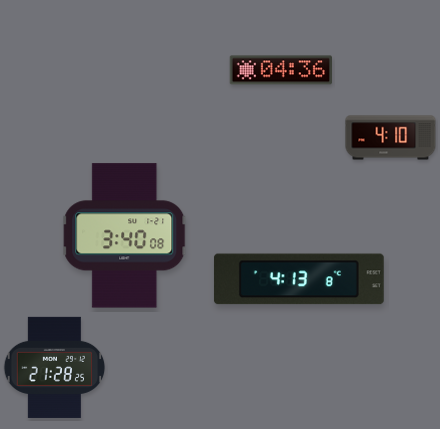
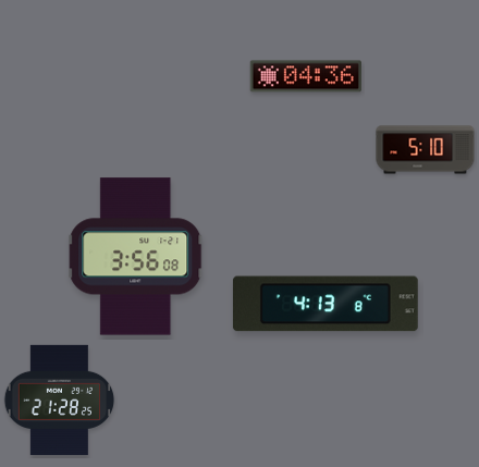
clock at (391, 138): 4:10 -> 5:10
clock at (125, 236): 3:40 -> 3:56
